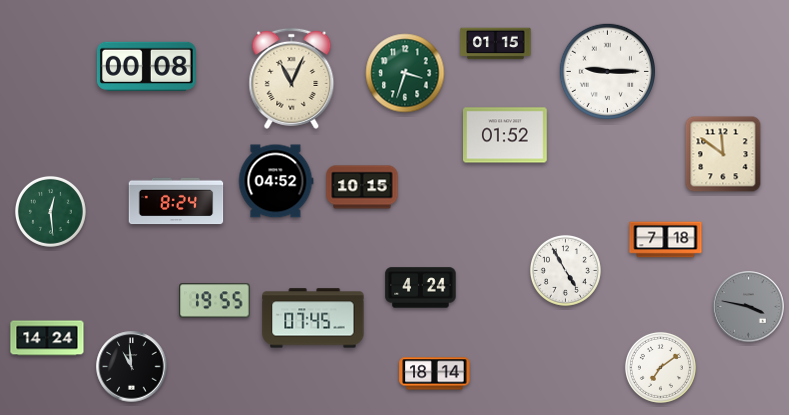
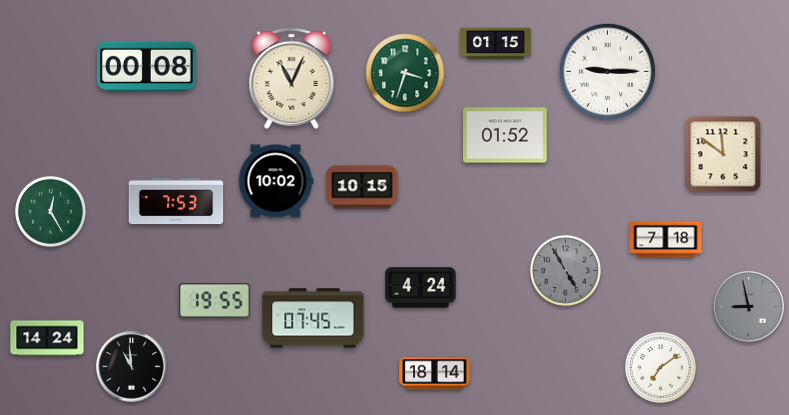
clock at (276, 181): 04:52 -> 10:02
clock at (176, 201): 8:24 -> 7:53
clock at (50, 211): 12:29 -> 12:25
clock at (565, 270) dial: white -> grey
clock at (749, 307): 3:47 -> 8:58
